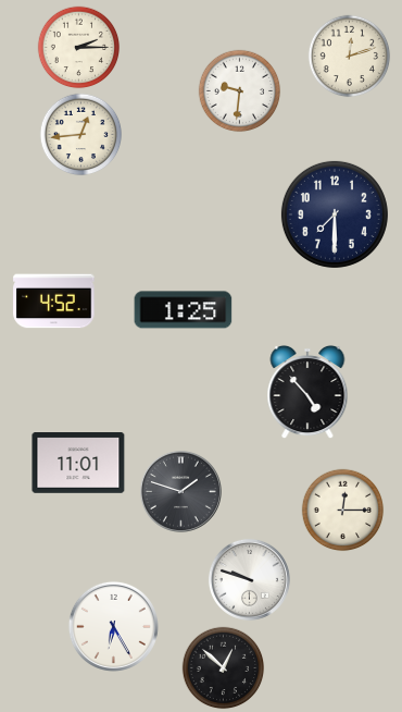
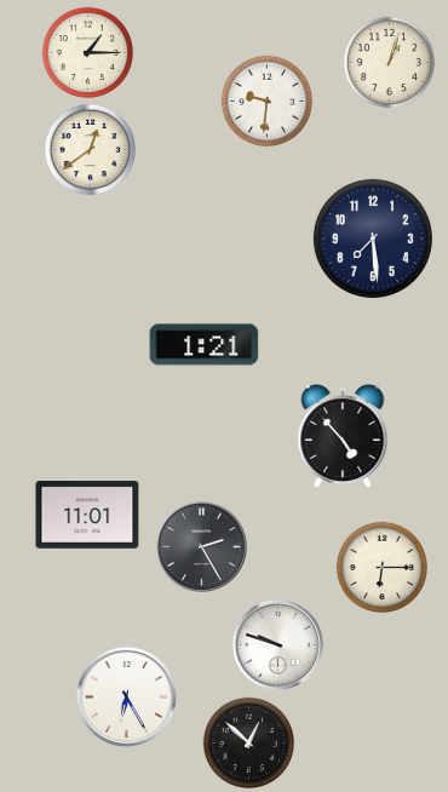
clock at (79, 48): 2:15 -> 1:15
clock at (350, 57): 12:12 -> 1:03
clock at (81, 135): 12:44 -> 12:39
clock at (335, 214): 7:30 -> 7:29
clock at (54, 302): 4:52 -> none
clock at (184, 310): 1:25 -> 1:21
clock at (180, 491): 1:48 -> 2:25
clock at (343, 511): 12:15 -> 6:15
